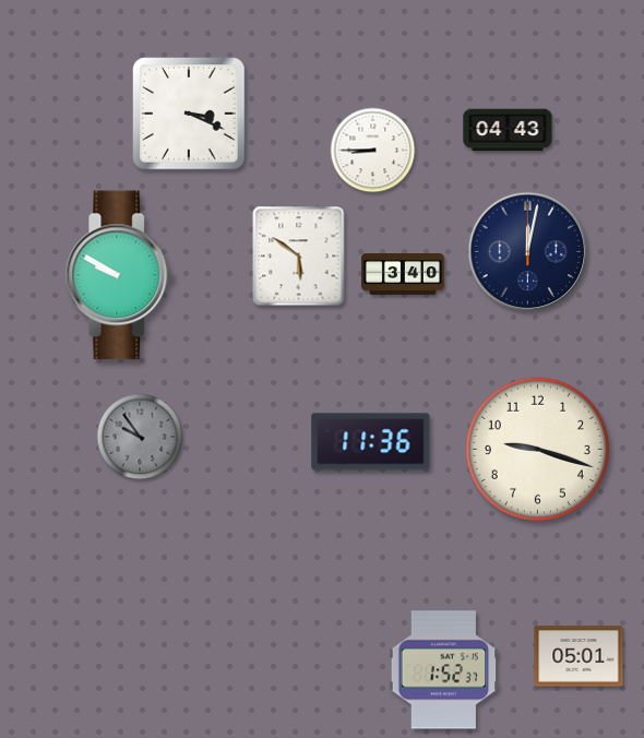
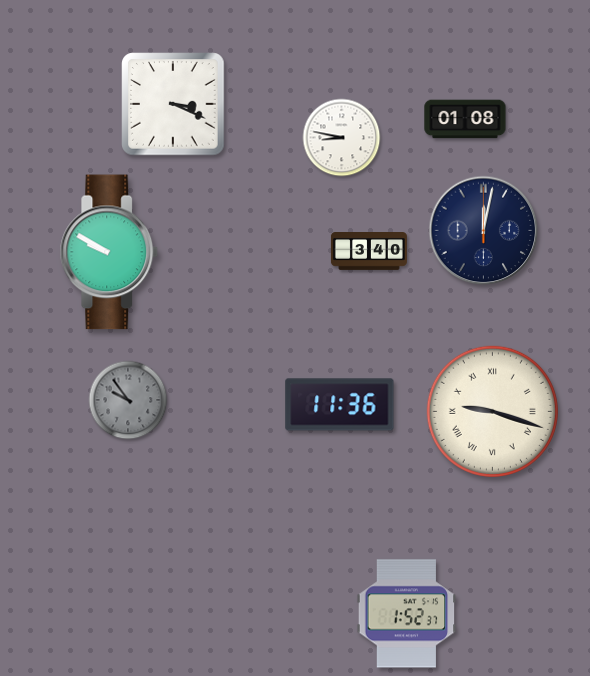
clock at (508, 130): 04:43 -> 01:08
clock at (373, 151): 8:45 -> 8:47
clock at (299, 257): 5:51 -> none
clock at (537, 449) numerals: Arabic -> Roman
clock at (579, 656): 05:01 -> none
